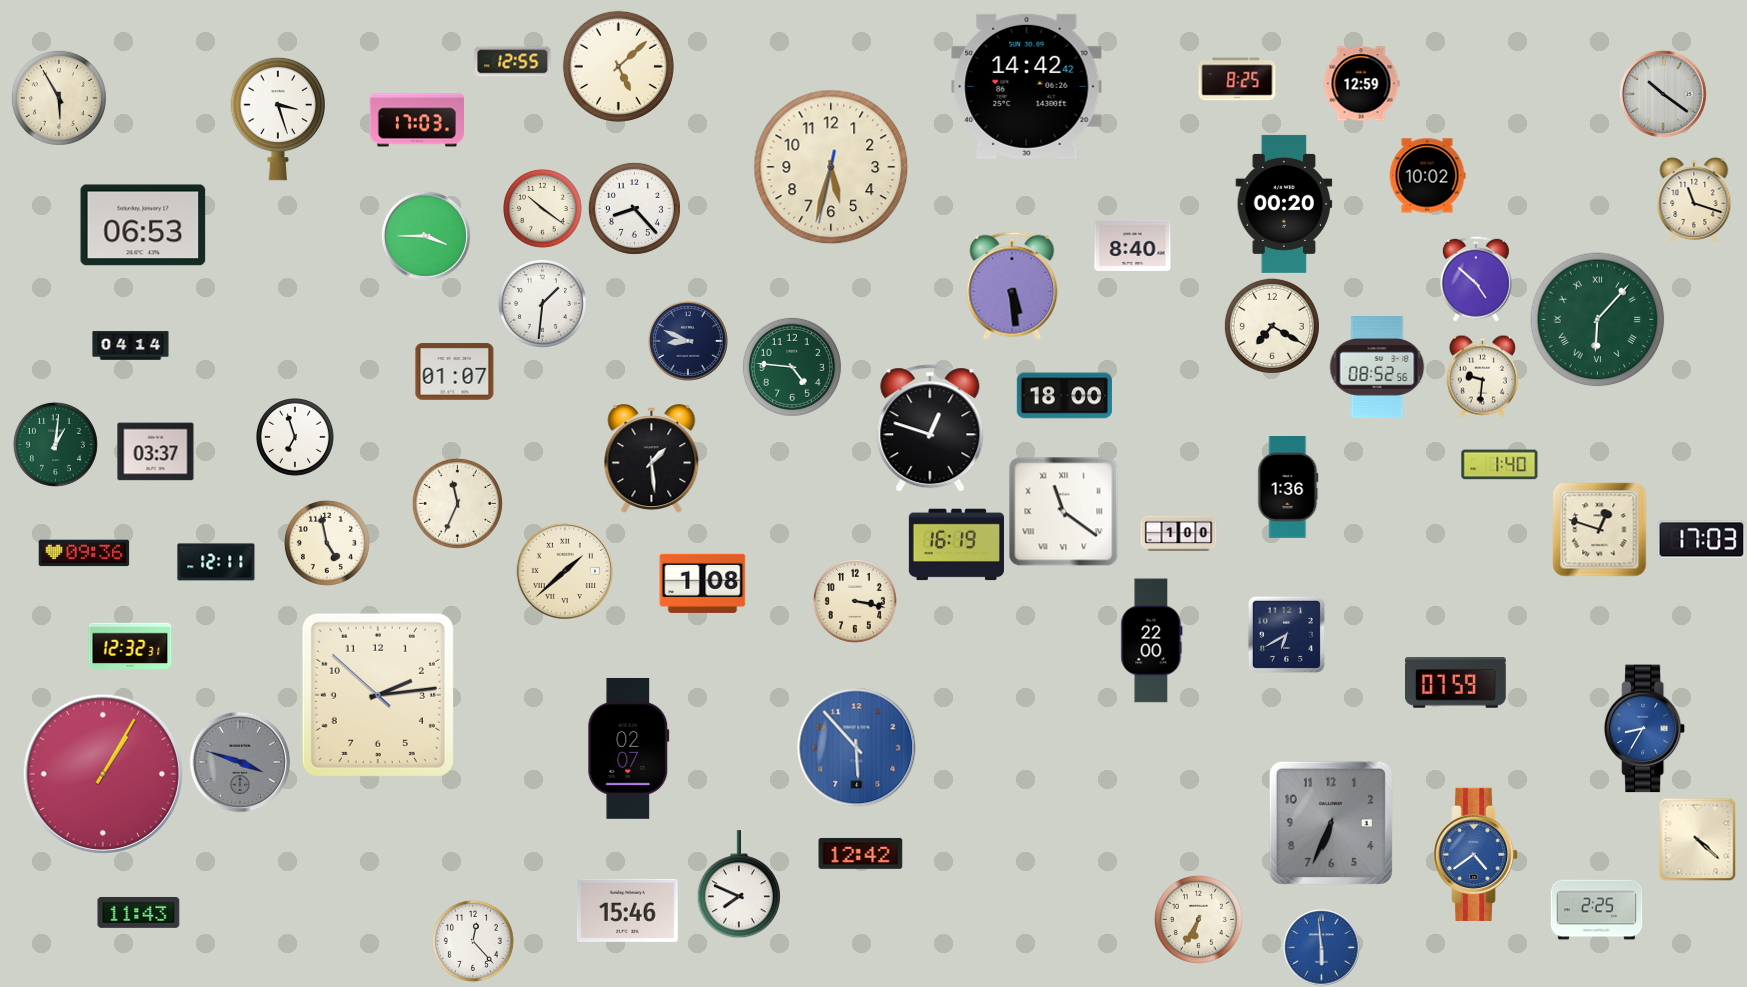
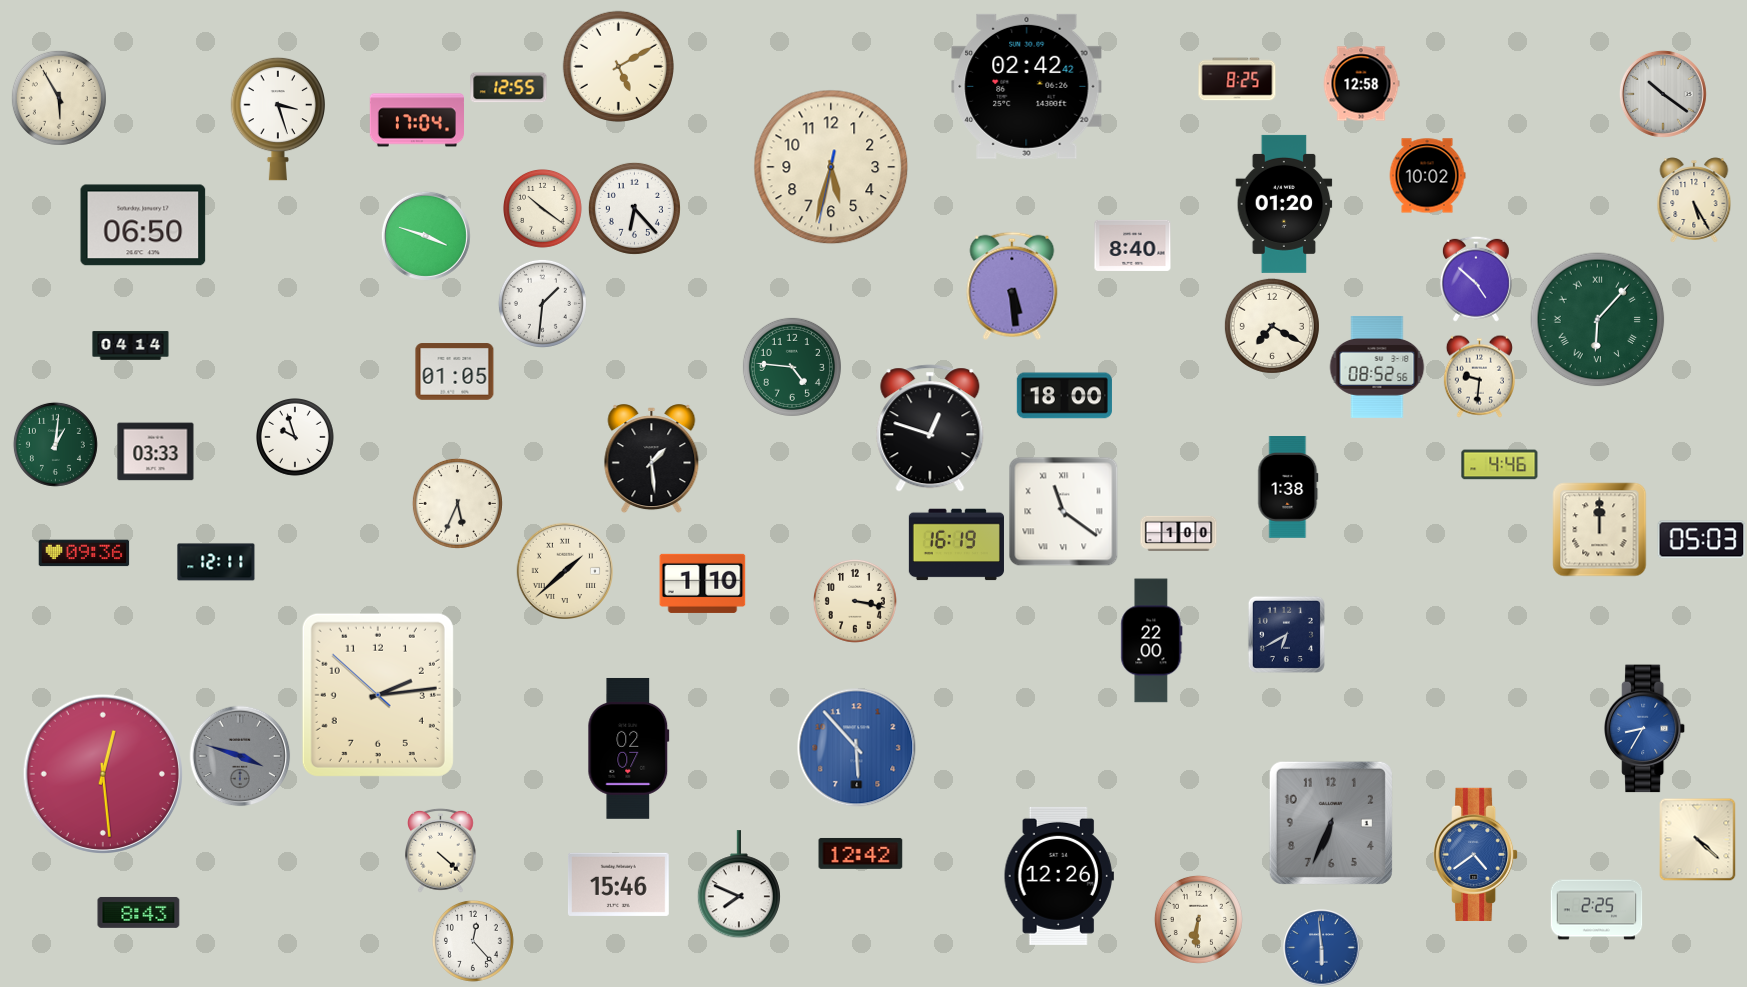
clock at (513, 62) position: (513, 62) -> (509, 88)
clock at (618, 66): 5:08 -> 5:10
clock at (1361, 84): 12:59 -> 12:58
clock at (1027, 86): 14:42 -> 02:42
clock at (416, 120): 17:03 -> 17:04
clock at (1694, 200): 11:18 -> 5:25
clock at (1284, 204): 00:20 -> 01:20
clock at (634, 208): 8:23 -> 6:23
clock at (143, 225): 06:53 -> 06:50
clock at (426, 236): 3:45 -> 3:48
clock at (688, 341): 8:49 -> none
clock at (455, 372): 01:07 -> 01:05
clock at (1482, 376) position: (1482, 376) -> (1479, 376)
clock at (296, 438): 6:57 -> 9:57
clock at (156, 452): 03:37 -> 03:33
clock at (1500, 465): 1:40 -> 4:46
clock at (1288, 488): 1:36 -> 1:38
clock at (457, 503): 11:34 -> 5:34
clock at (1600, 530): 12:48 -> 12:00
clock at (1702, 540): 17:03 -> 05:03
clock at (327, 543): 4:58 -> none
clock at (703, 583): 1:08 -> 1:10
clock at (130, 645): 12:32 -> none
clock at (1455, 683): 07:59 -> none
clock at (240, 762) position: (240, 762) -> (240, 756)
clock at (103, 774): 1:05 -> 12:29
clock at (441, 850): none -> 4:22
clock at (1059, 876): none -> 12:26
clock at (627, 910) position: (627, 910) -> (618, 884)
clock at (139, 912): 11:43 -> 8:43
clock at (1198, 919): 6:35 -> 6:31
